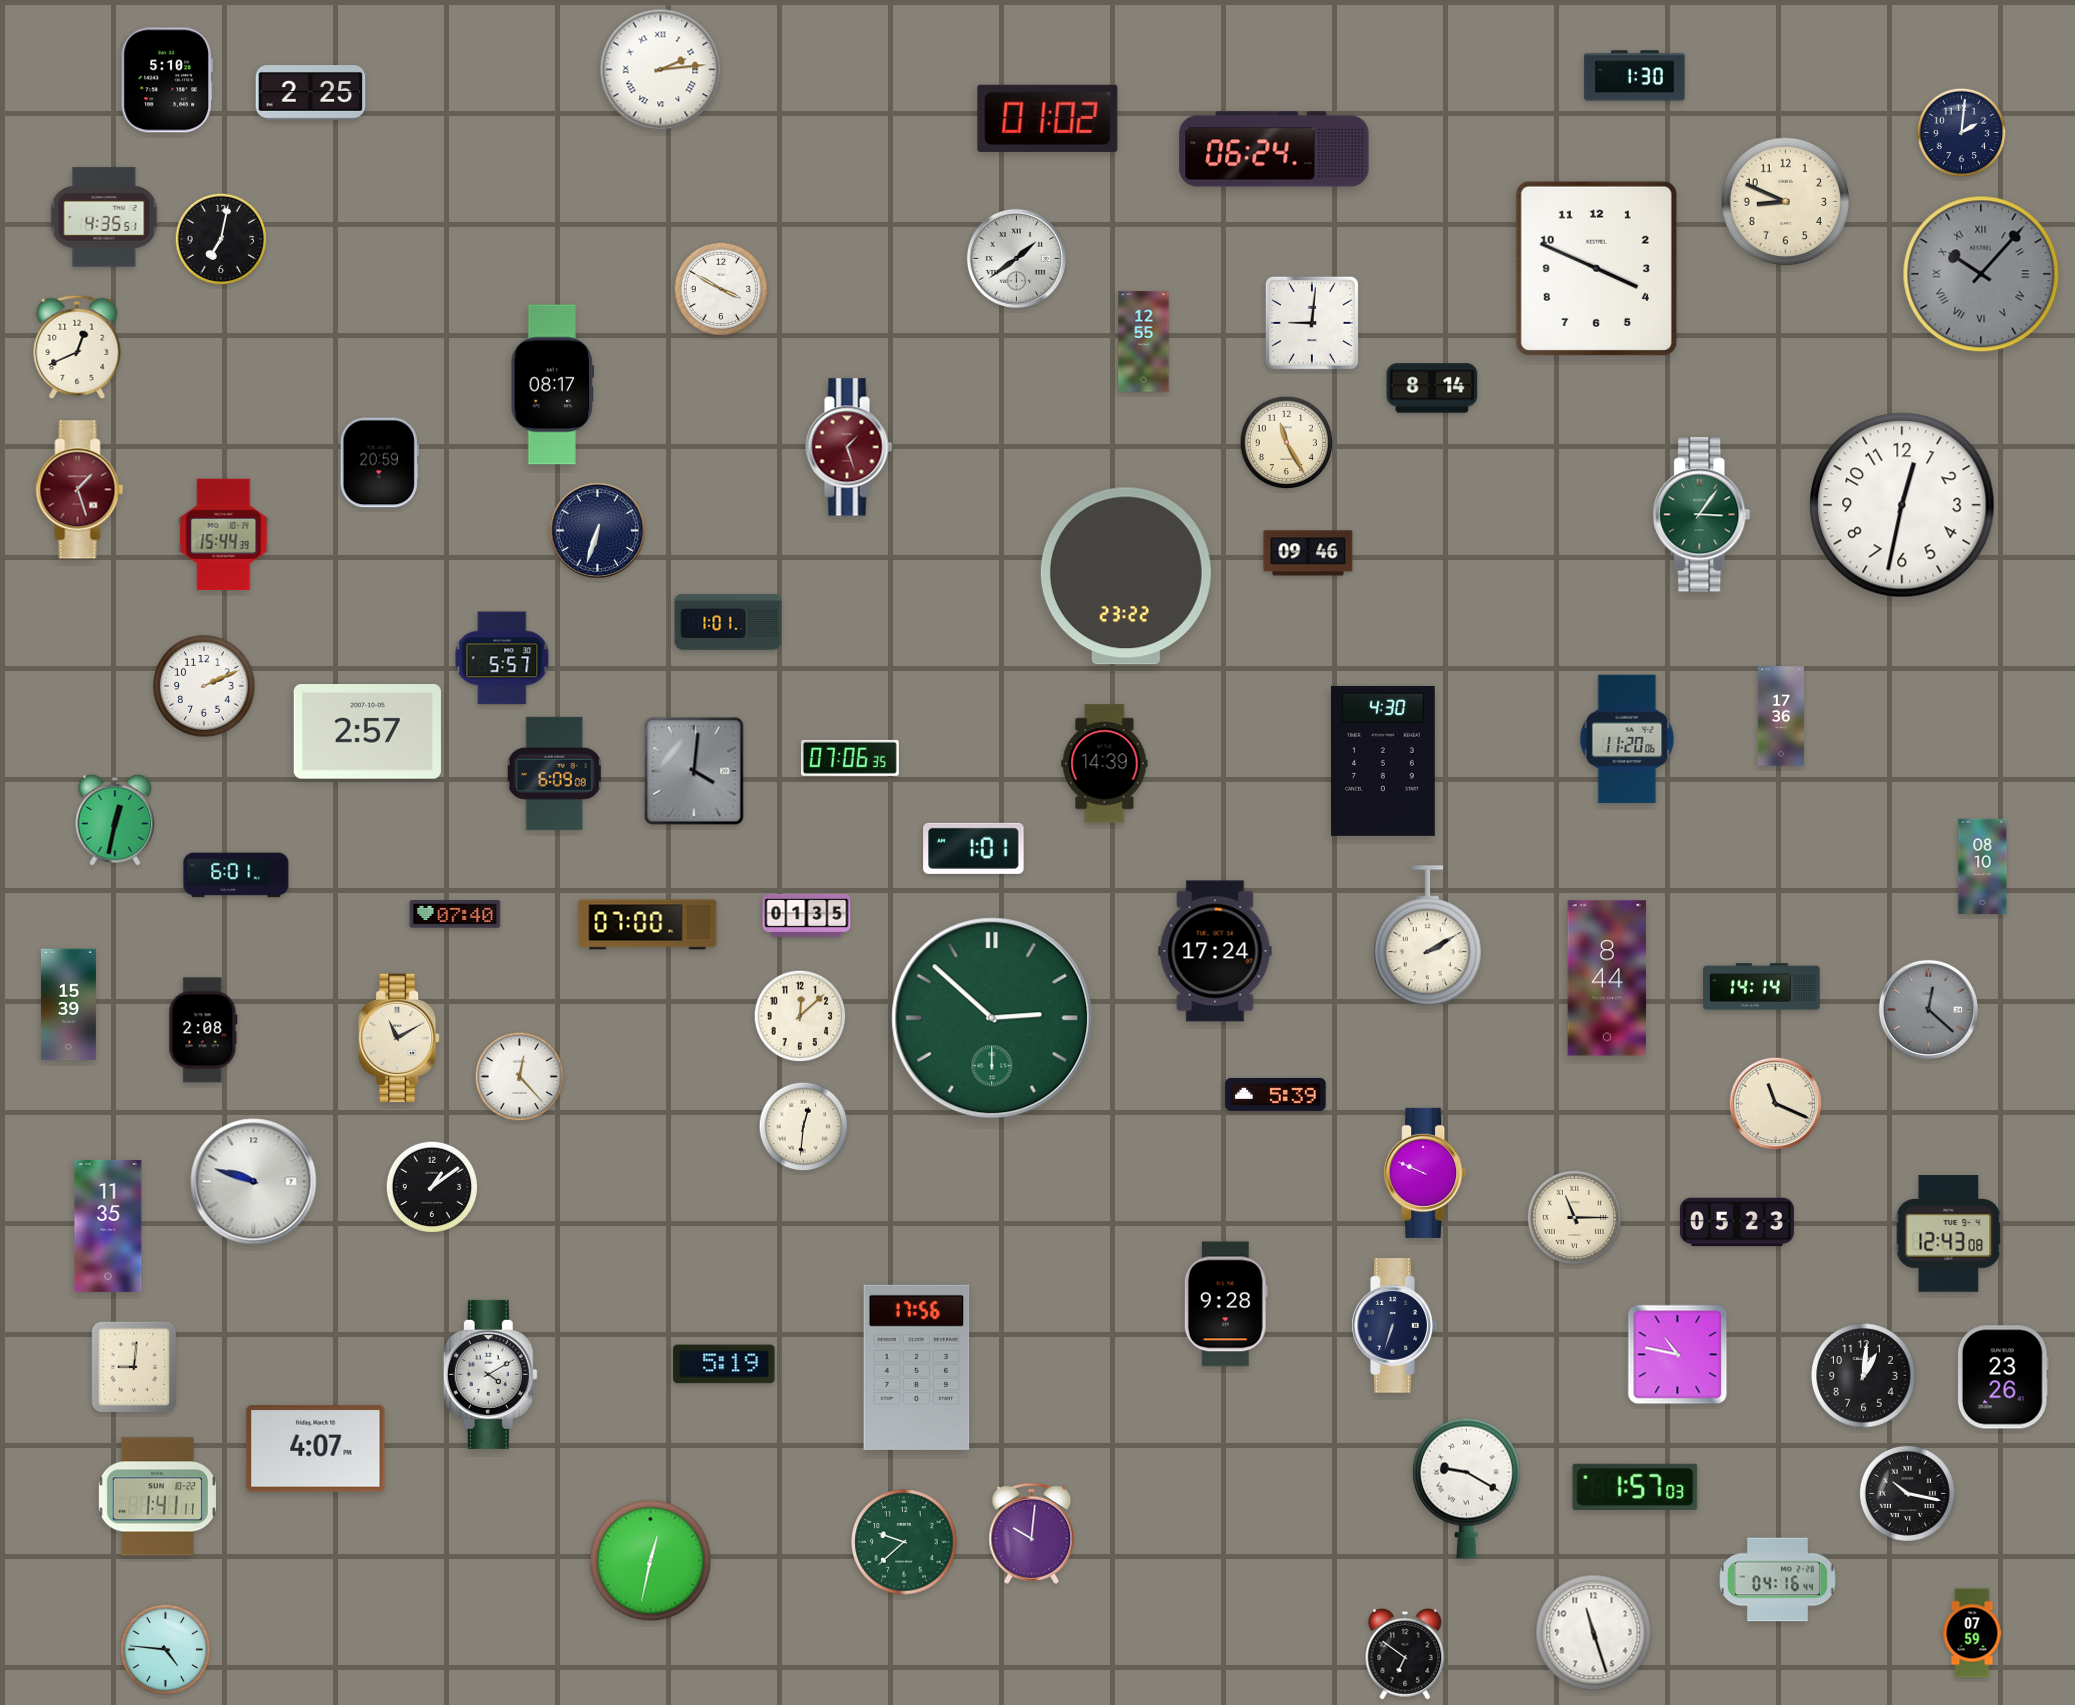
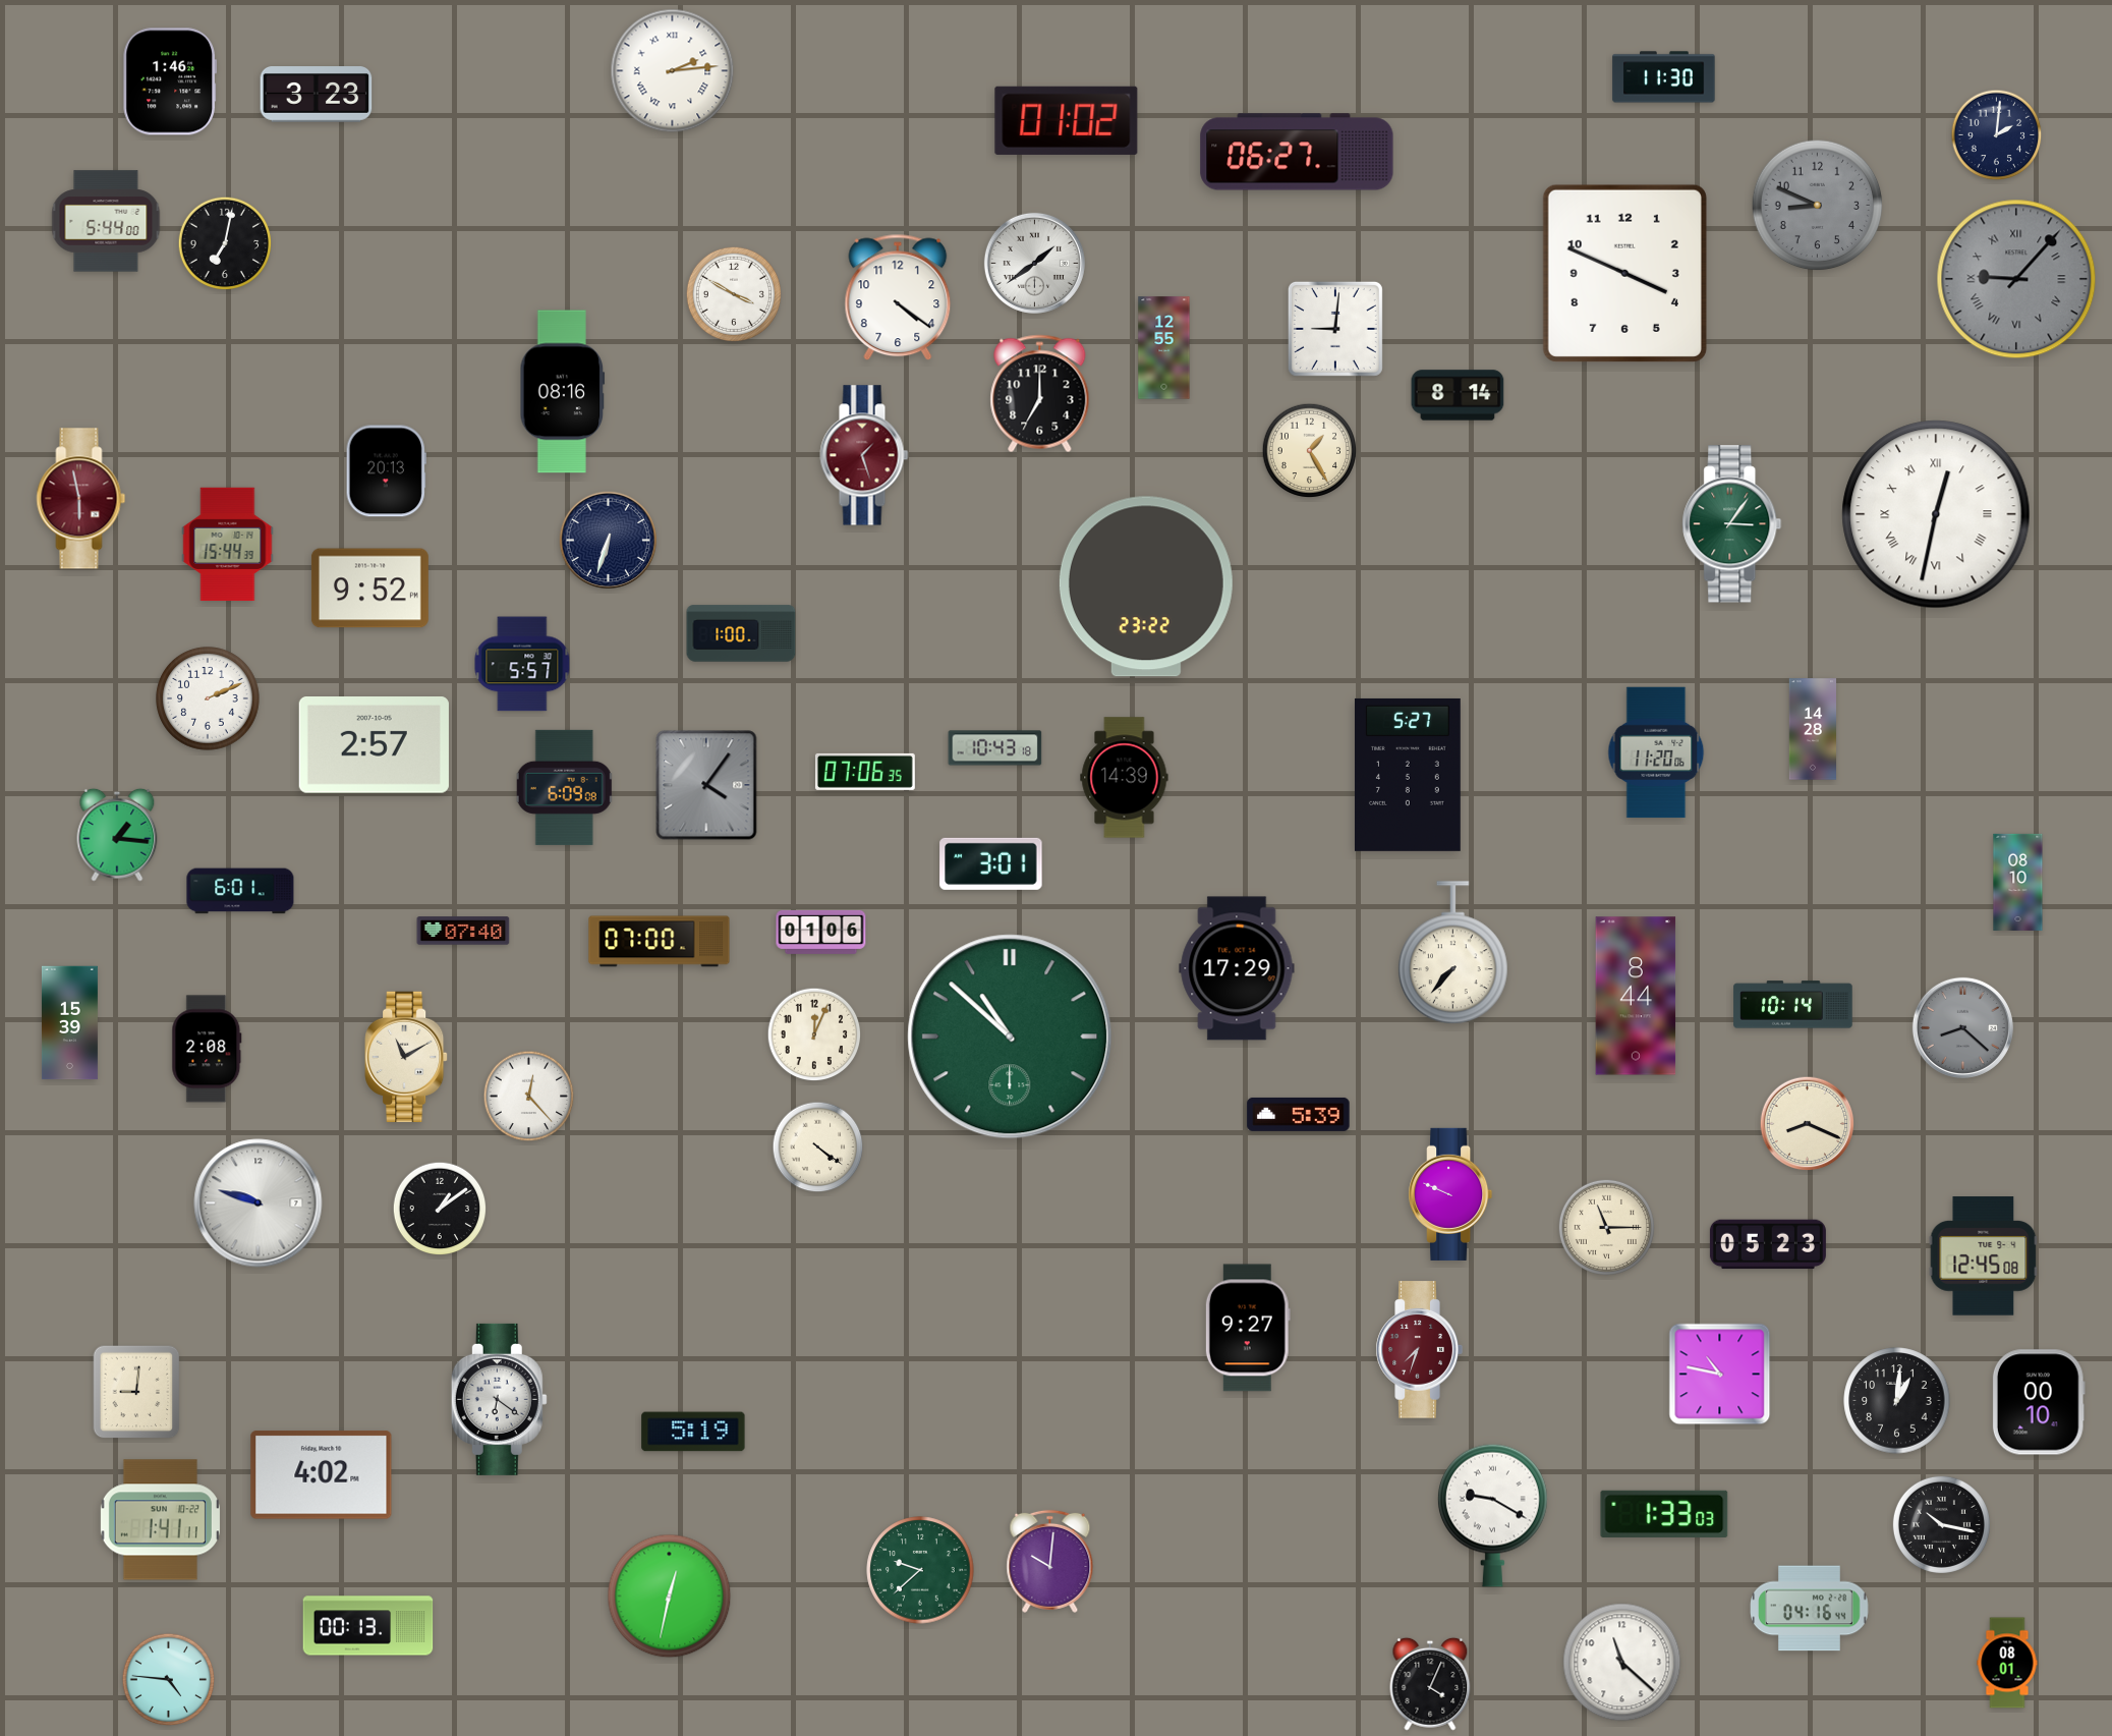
clock at (1635, 76): 1:30 -> 11:30
clock at (166, 80): 5:10 -> 1:46
clock at (311, 93): 2:25 -> 3:23
clock at (1274, 149): 06:24 -> 06:27
clock at (1786, 202) dial: cream -> grey
clock at (104, 217): 4:35 -> 5:44
clock at (1981, 274): 10:07 -> 9:07
clock at (898, 297): none -> 4:21
clock at (77, 346): 12:41 -> none
clock at (553, 385): 08:17 -> 08:16
clock at (1040, 394): none -> 7:00
clock at (1287, 443): 11:25 -> 1:25
clock at (379, 463): 20:59 -> 20:13
clock at (80, 490): 1:27 -> 5:58
clock at (1902, 505) numerals: Arabic -> Roman
clock at (1308, 553): 09:46 -> none
clock at (369, 589): none -> 9:52
clock at (728, 622): 1:01 -> 1:00
clock at (502, 658) position: (502, 658) -> (522, 664)
clock at (1781, 716): 17:36 -> 14:28
clock at (995, 748): none -> 10:43
clock at (1383, 761): 4:30 -> 5:27
clock at (694, 771): 4:01 -> 4:06
clock at (115, 820): 12:32 -> 1:16
clock at (974, 848): 1:01 -> 3:01
clock at (807, 915): 01:35 -> 01:06
clock at (1427, 936): 2:10 -> 7:37
clock at (1215, 951): 17:24 -> 17:29
clock at (1762, 987): 14:14 -> 10:14
clock at (1928, 1009): 12:22 -> 8:22
clock at (800, 1016): 12:08 -> 12:04
clock at (992, 1018): 2:52 -> 10:52
clock at (1776, 1104): 11:19 -> 8:19
clock at (804, 1127): 12:31 -> 4:21
clock at (1574, 1217) position: (1574, 1217) -> (1606, 1227)
clock at (108, 1226): 11:35 -> none
clock at (1949, 1234): 12:43 -> 12:45
clock at (1226, 1304): 9:28 -> 9:27
clock at (1394, 1326): 6:33 -> 7:33
clock at (1394, 1326) dial: navy -> burgundy
clock at (1678, 1355) position: (1678, 1355) -> (1720, 1375)
clock at (724, 1364) position: (724, 1364) -> (693, 1432)
clock at (917, 1367): 17:56 -> none
clock at (490, 1374): 4:10 -> 6:21
clock at (2003, 1377): 23:26 -> 00:10
clock at (316, 1449): 4:07 -> 4:02
clock at (1635, 1487): 1:57 -> 1:33
clock at (1907, 1493) position: (1907, 1493) -> (1941, 1524)
clock at (157, 1497) position: (157, 1497) -> (160, 1520)
clock at (651, 1561) position: (651, 1561) -> (670, 1597)
clock at (368, 1626): none -> 00:13
clock at (1594, 1633): 11:27 -> 11:22
clock at (1972, 1633): 07:59 -> 08:01
clock at (1405, 1654): 6:51 -> 4:04
